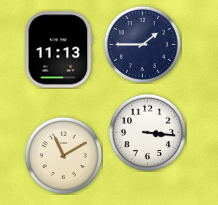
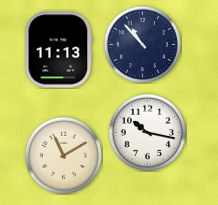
clock at (142, 44): 1:45 -> 10:53
clock at (147, 132): 3:16 -> 10:17
